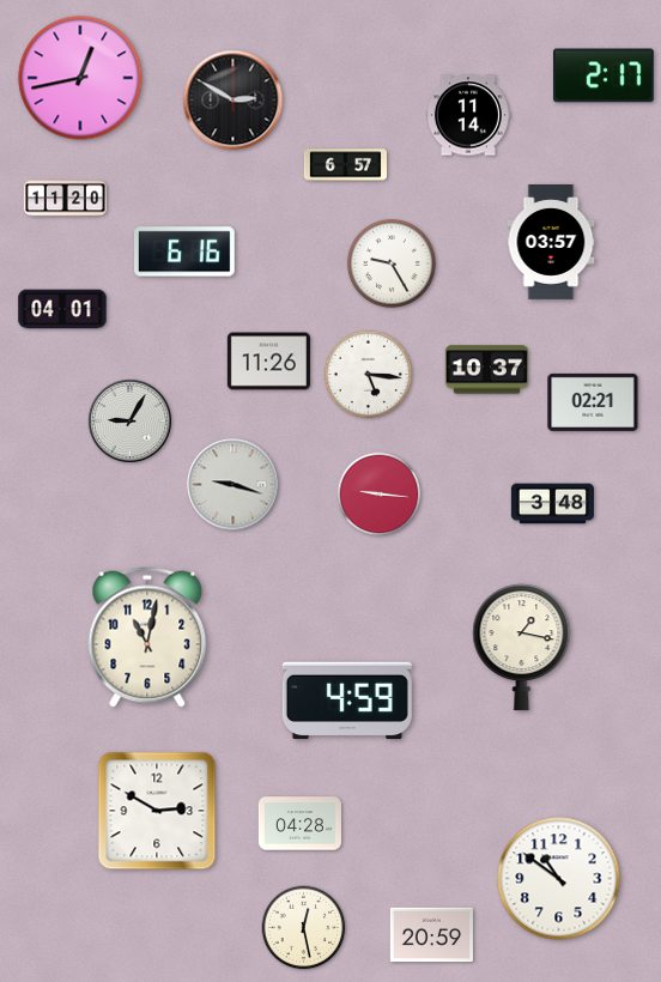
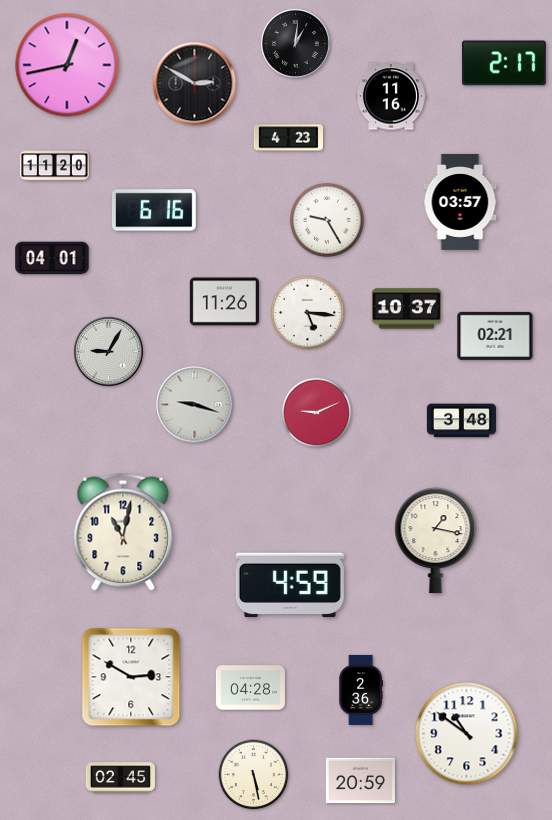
clock at (295, 43): none -> 1:01
clock at (468, 115): 11:14 -> 11:16
clock at (345, 165): 6:57 -> 4:23
clock at (380, 495): 9:16 -> 9:11
clock at (360, 690): none -> 2:36
clock at (304, 928): 12:28 -> 5:28
clock at (120, 778): none -> 02:45
